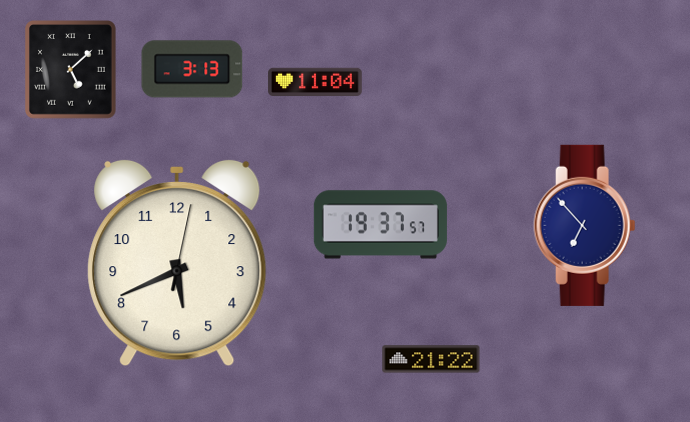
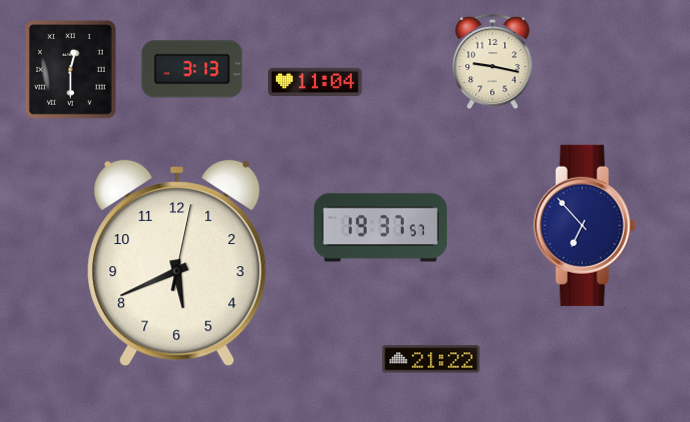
clock at (493, 62): none -> 9:17
clock at (71, 70): 5:08 -> 12:30
clock at (380, 225) position: (380, 225) -> (380, 228)
